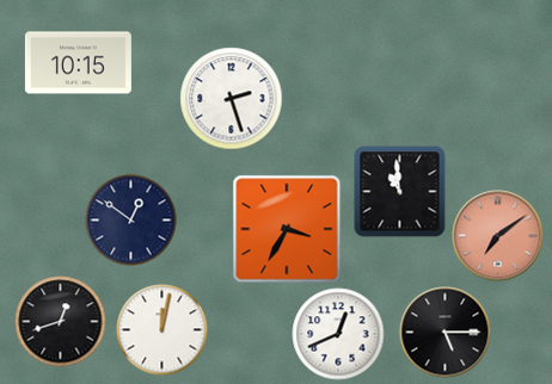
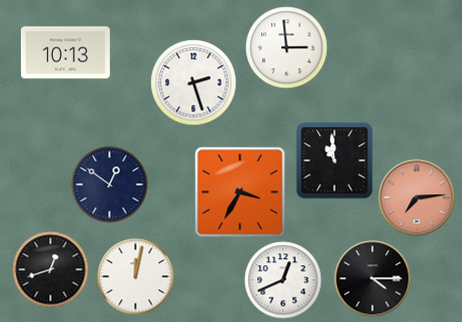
clock at (287, 48): none -> 2:59
clock at (78, 63): 10:15 -> 10:13
clock at (498, 236): 7:09 -> 7:14
clock at (446, 333): 5:15 -> 4:15
